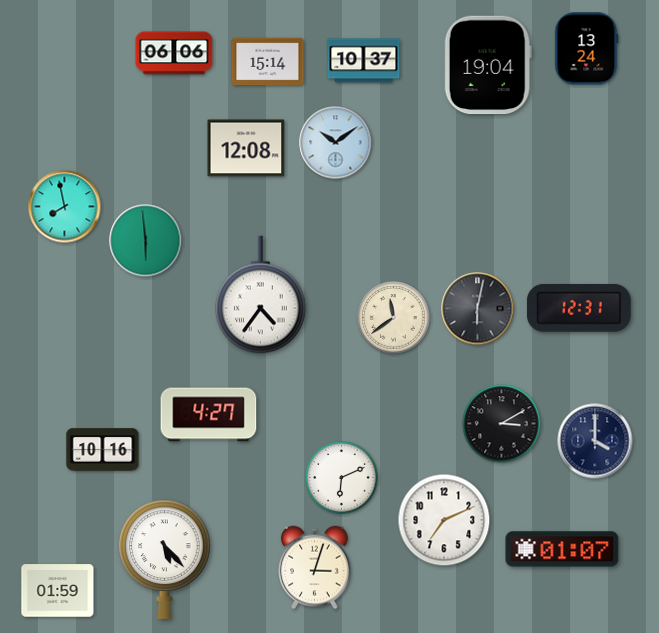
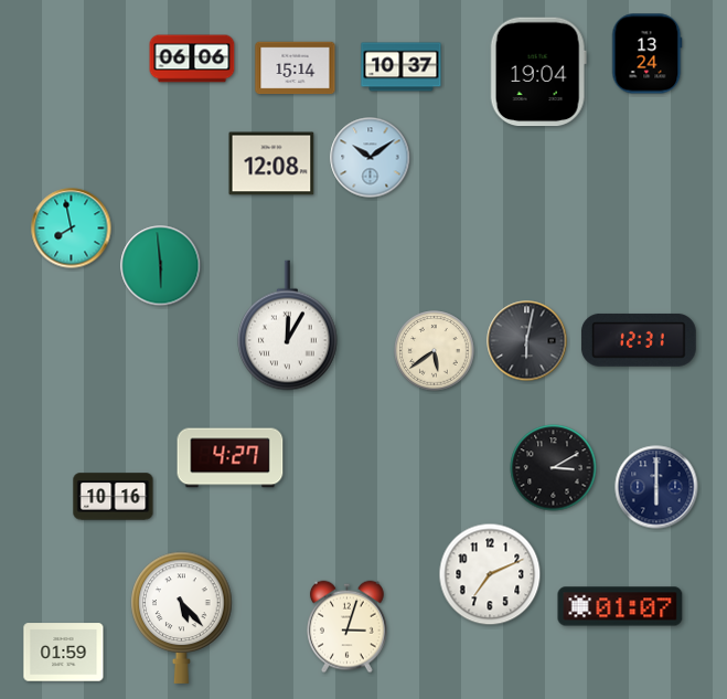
clock at (261, 295): 4:36 -> 12:05
clock at (394, 318): 11:39 -> 5:39
clock at (595, 441): 4:00 -> 6:00
clock at (342, 478): 6:11 -> none
